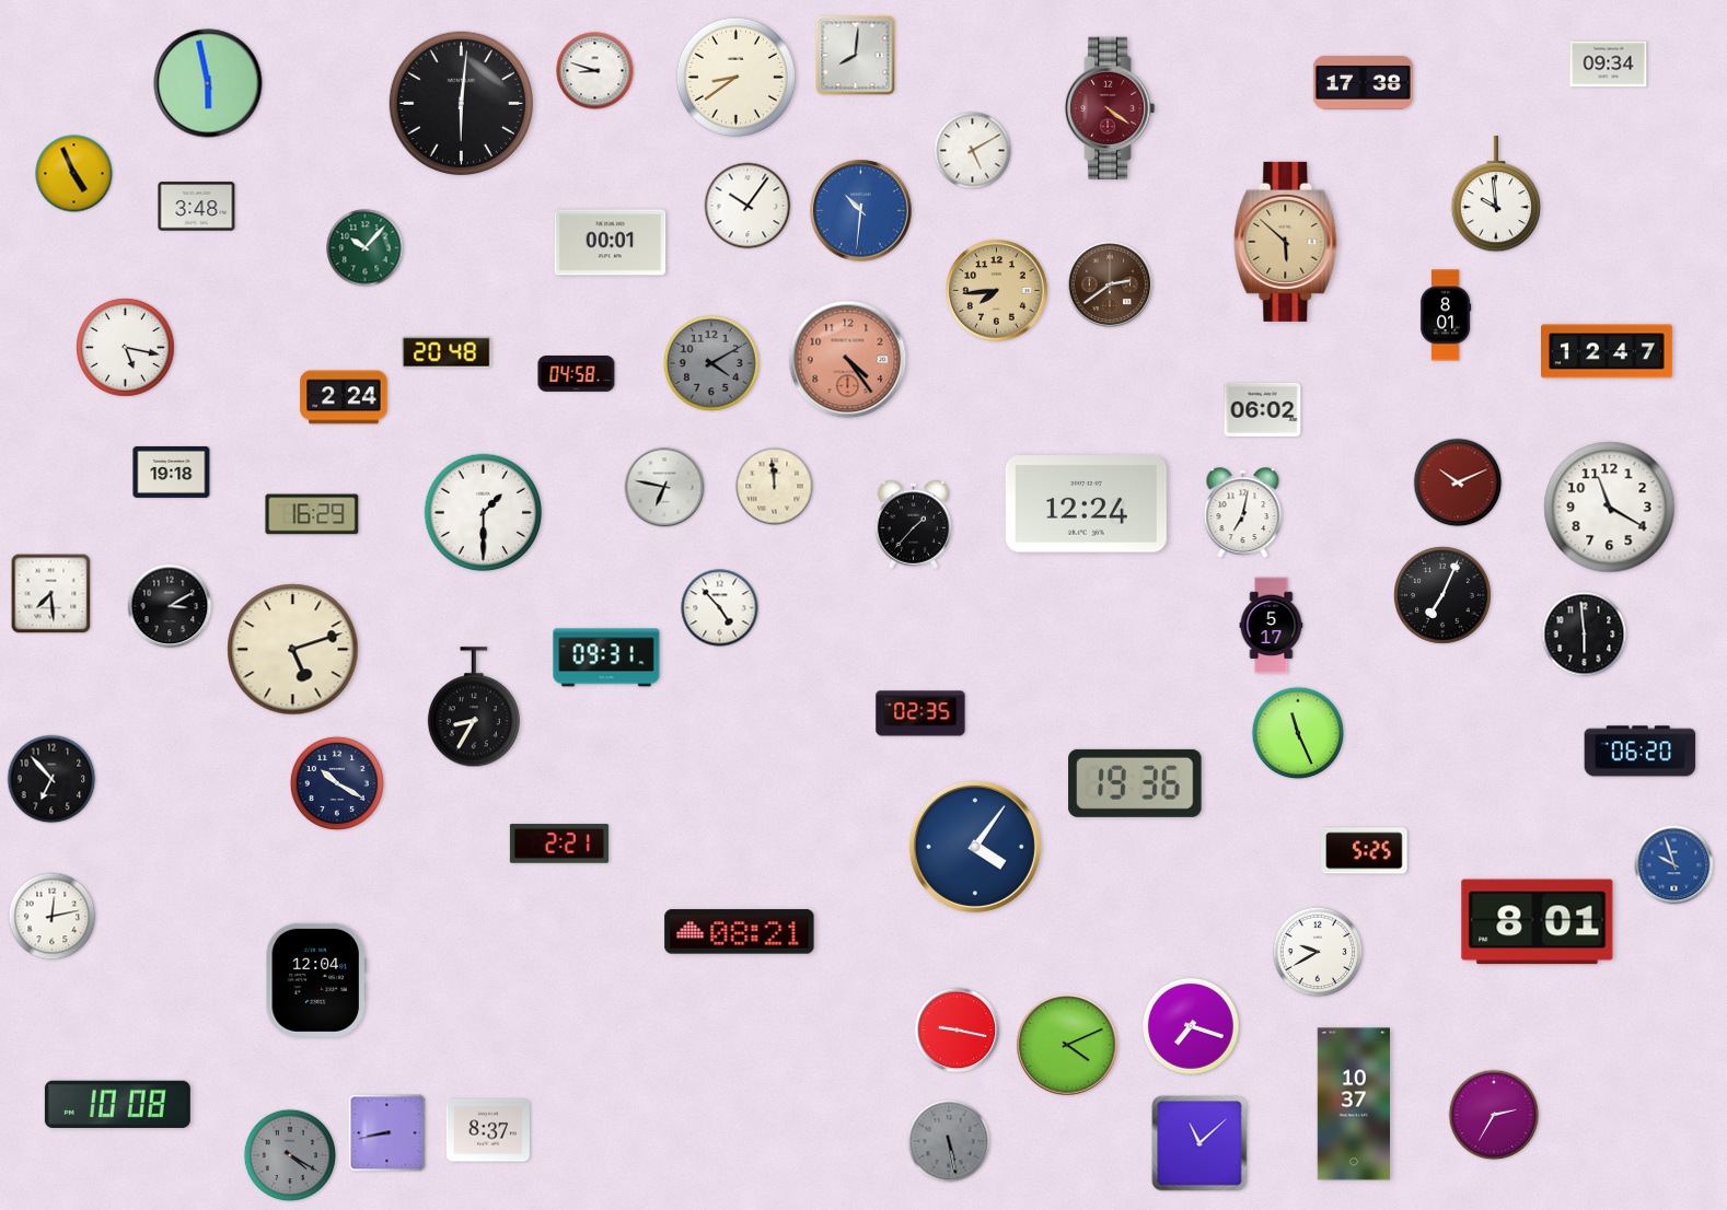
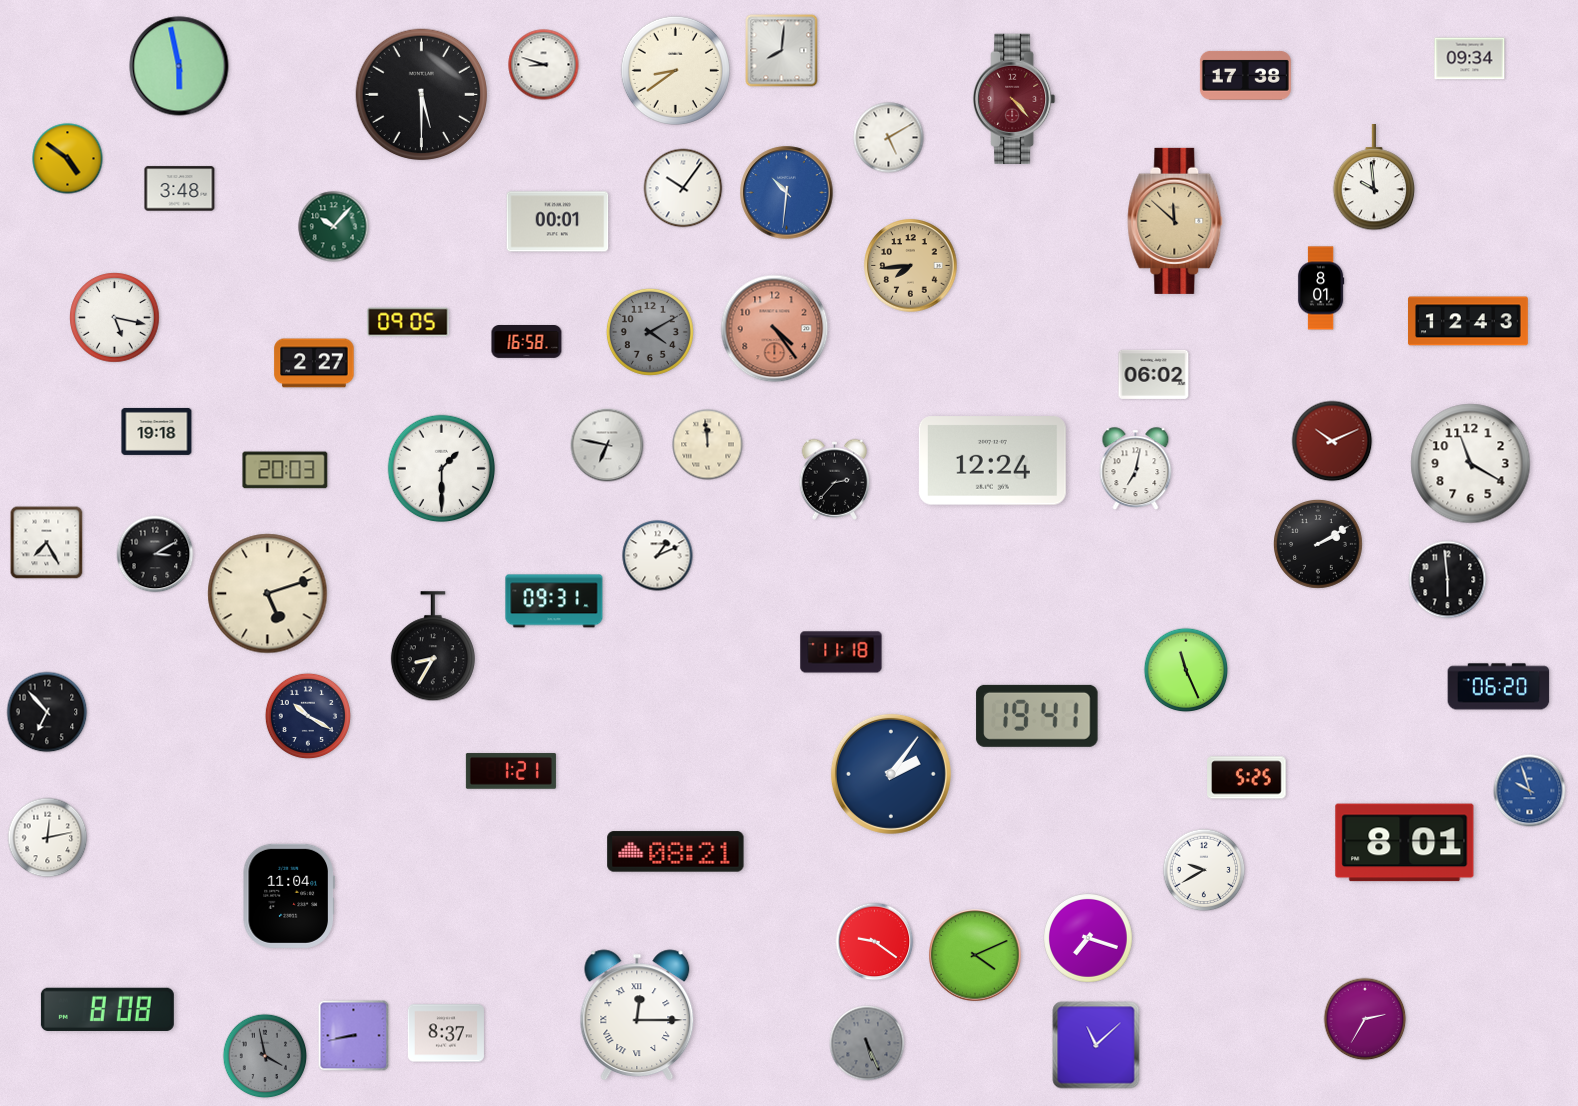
clock at (735, 77) position: (735, 77) -> (675, 70)
clock at (208, 83) position: (208, 83) -> (179, 66)
clock at (462, 104): 6:01 -> 5:30
clock at (1111, 108): 4:21 -> 4:23
clock at (74, 174): 4:56 -> 4:51
clock at (1496, 194) position: (1496, 194) -> (1374, 177)
clock at (1286, 242): 5:52 -> 11:52
clock at (1110, 284): 2:39 -> none
clock at (1608, 351): 12:47 -> 12:43
clock at (447, 352): 20:48 -> 09:05
clock at (577, 374): 04:58 -> 16:58
clock at (344, 397): 2:24 -> 2:27
clock at (312, 514): 16:29 -> 20:03
clock at (914, 524): 1:37 -> 2:37
clock at (51, 594): 7:29 -> 7:25
clock at (1444, 596): 7:04 -> 2:10
clock at (720, 608): 4:53 -> 1:11
clock at (1272, 626): 5:17 -> none
clock at (920, 713): 02:35 -> 11:18
clock at (1135, 783): 19:36 -> 19:41
clock at (559, 843): 2:21 -> 1:21
clock at (975, 847): 4:06 -> 2:06
clock at (316, 980): 12:04 -> 11:04
clock at (958, 1031): 9:17 -> 9:21
clock at (117, 1104): 10:08 -> 8:08
clock at (1353, 1104): 10:37 -> none
clock at (637, 1014): none -> 12:15
clock at (949, 1141): 5:28 -> 5:26
clock at (290, 1155): 4:20 -> 3:58
